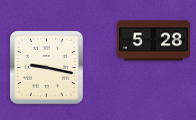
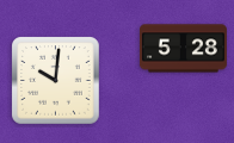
clock at (47, 68): 9:17 -> 10:01
